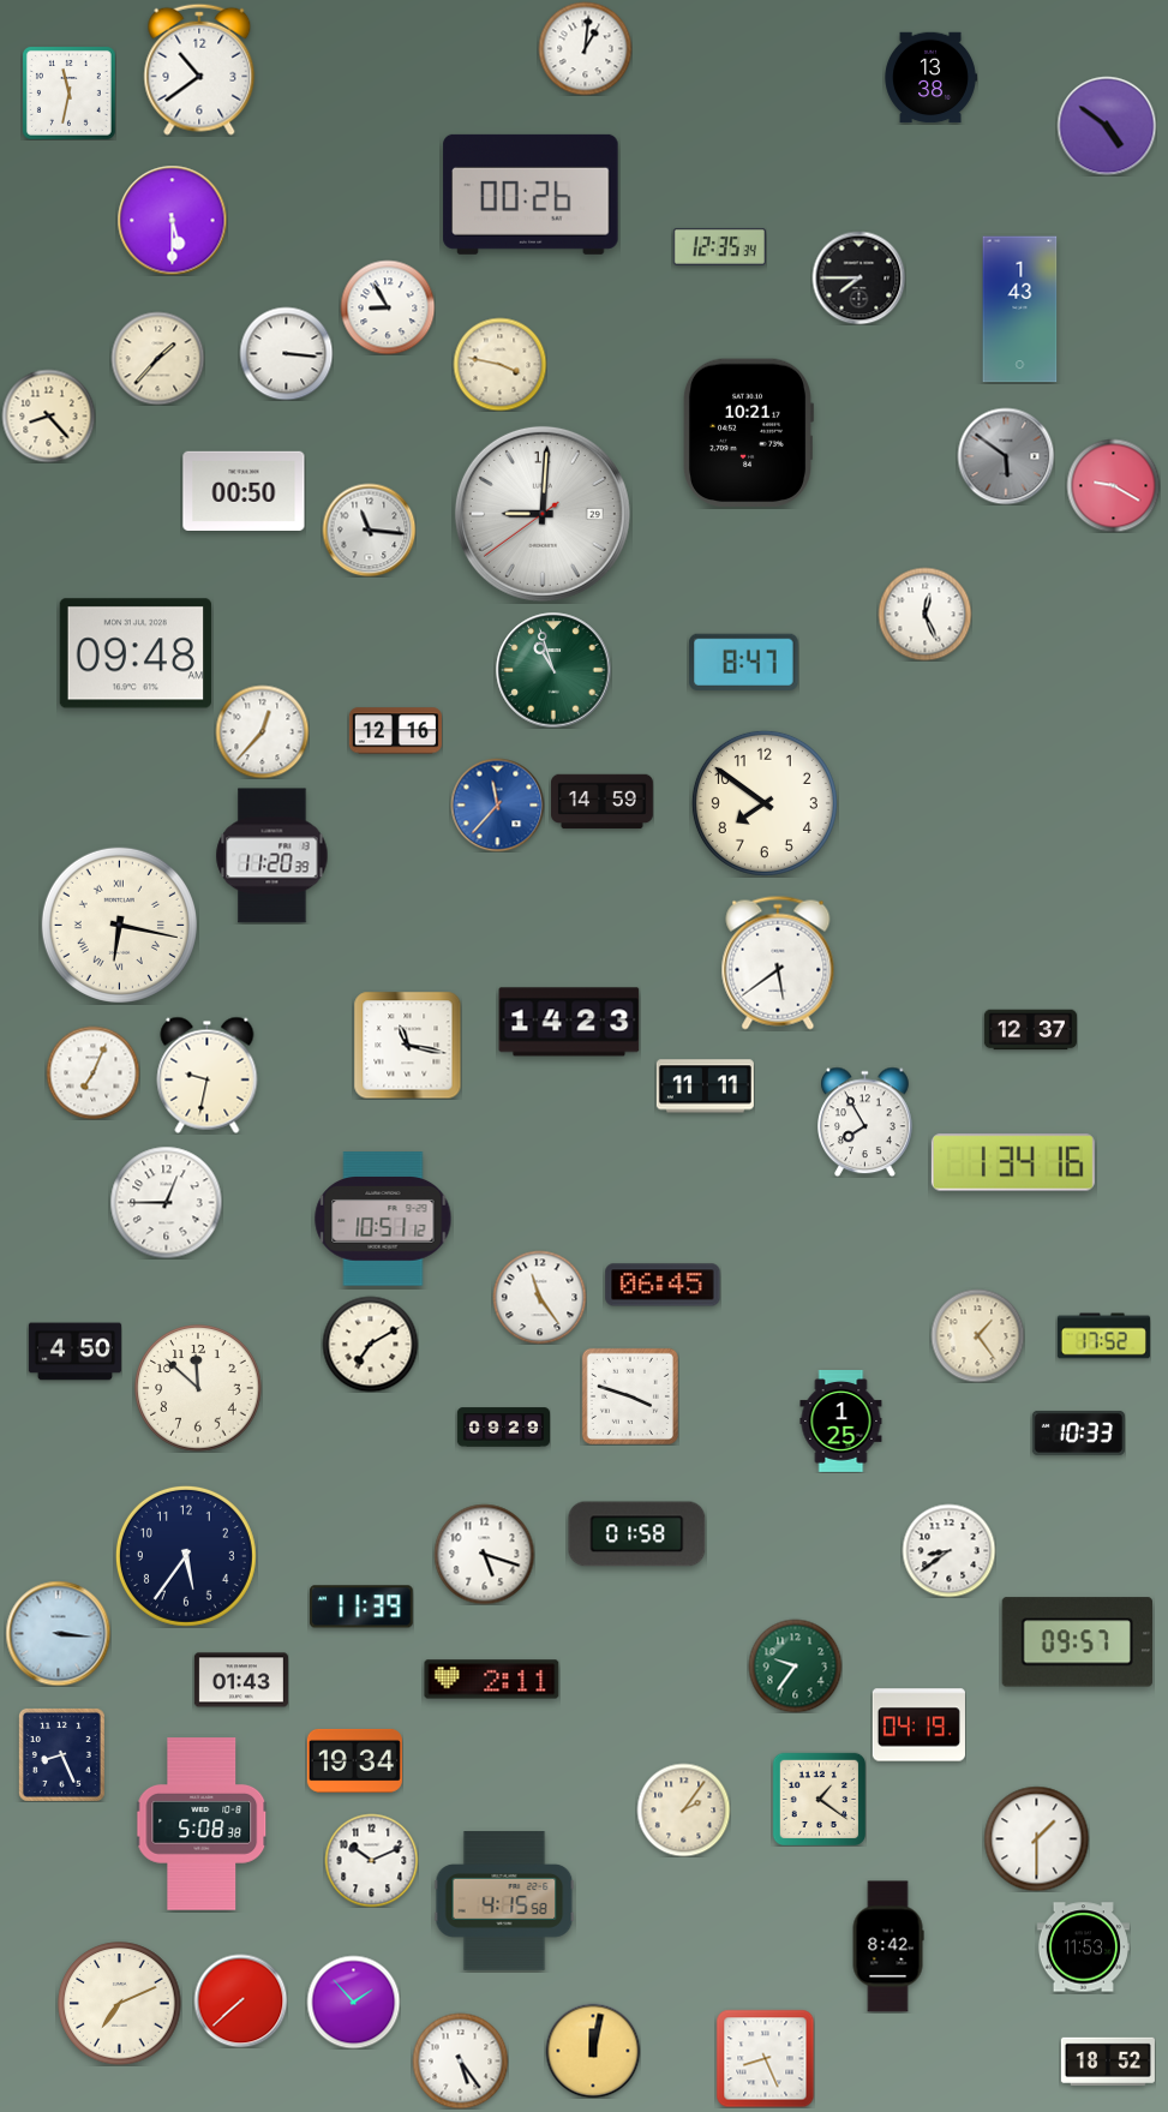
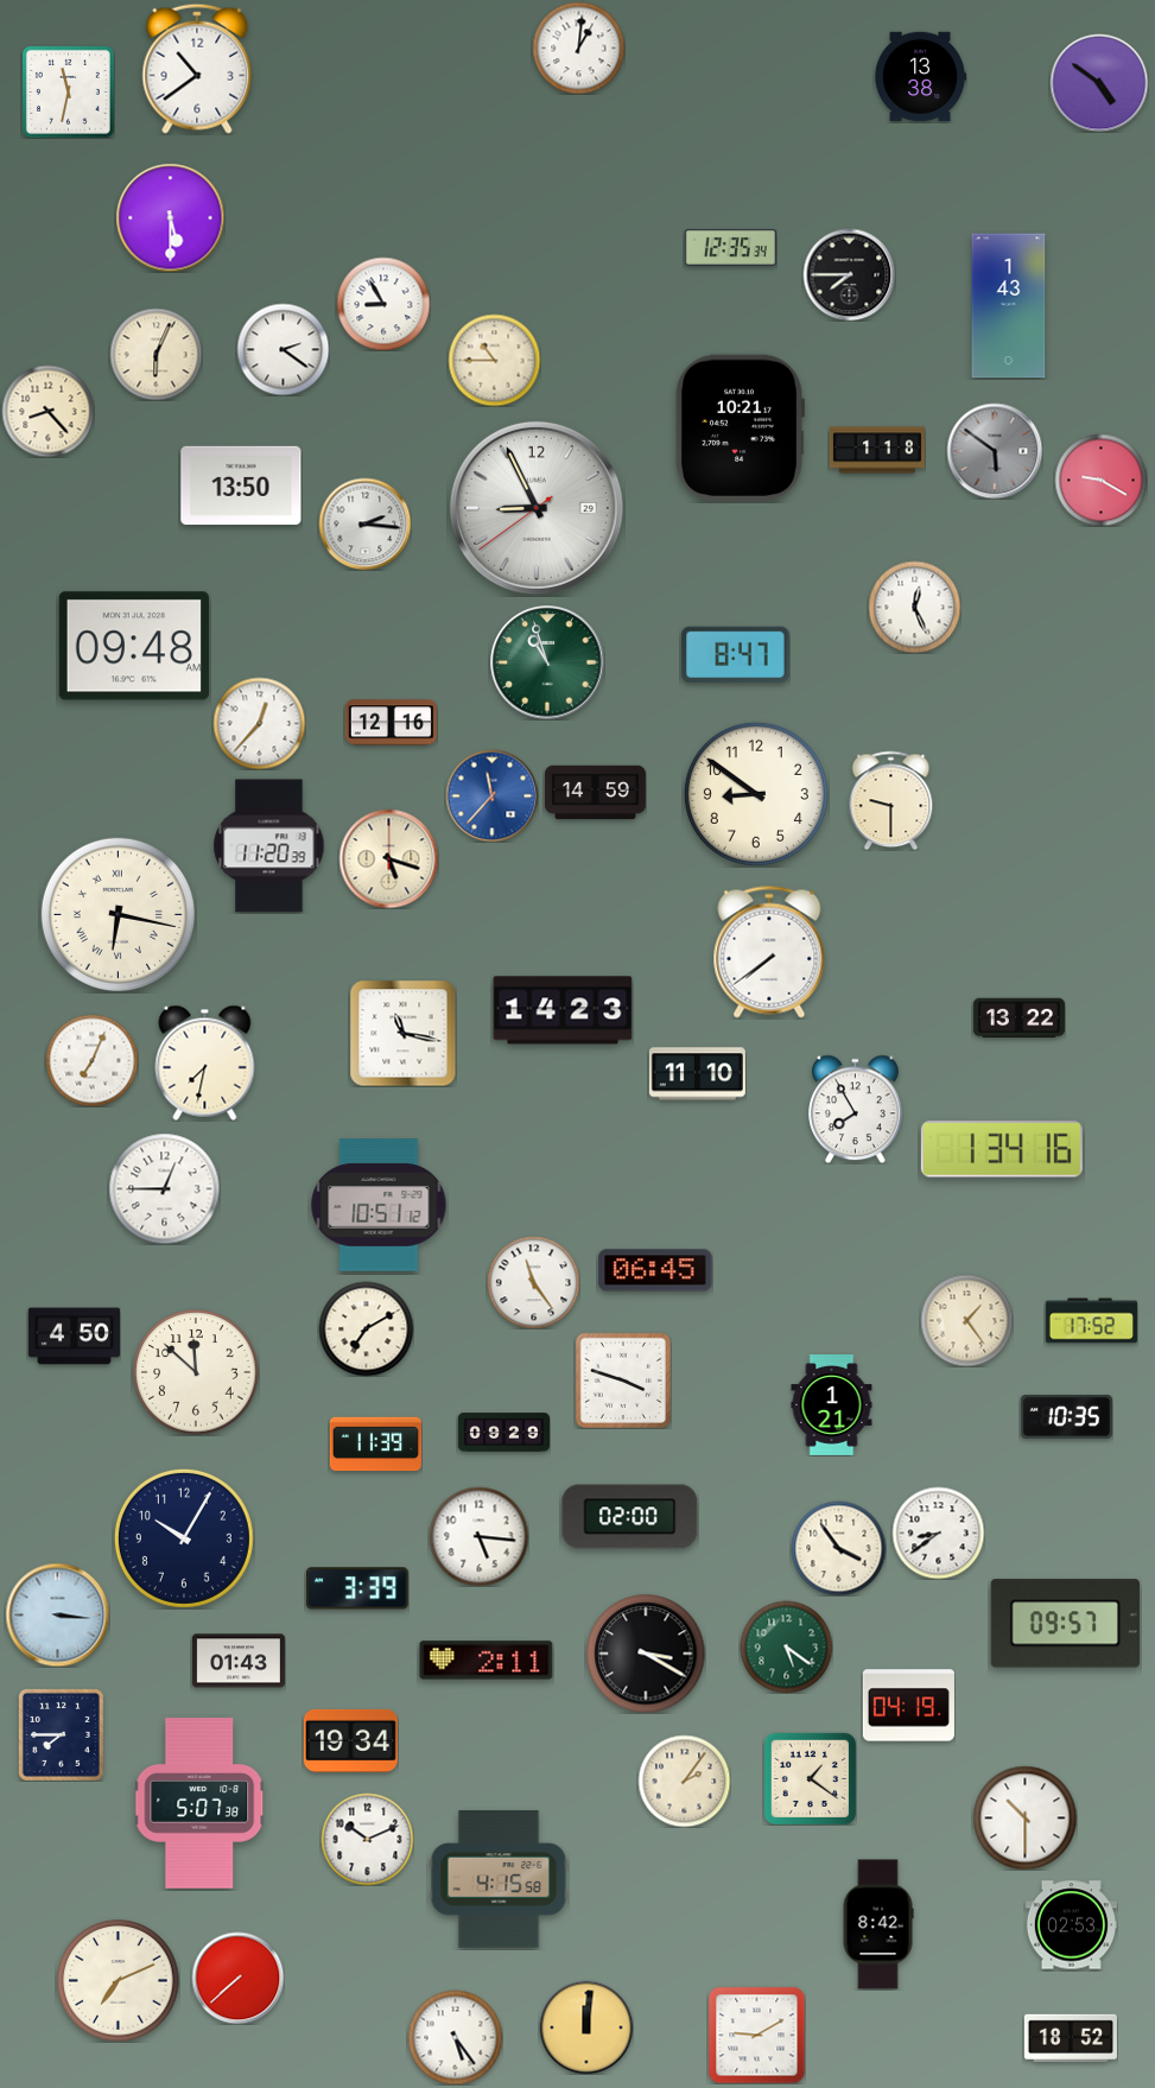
clock at (1107, 126) position: (1107, 126) -> (1099, 83)
clock at (531, 195): 00:26 -> none
clock at (719, 246) position: (719, 246) -> (730, 247)
clock at (286, 353): 3:16 -> 2:21
clock at (157, 358): 1:37 -> 6:04
clock at (499, 364): 3:47 -> 10:45
clock at (877, 450): none -> 1:18
clock at (244, 490): 00:50 -> 13:50
clock at (543, 514): 9:00 -> 8:55
clock at (369, 530): 11:16 -> 2:16
clock at (765, 803): 7:51 -> 8:51
clock at (891, 800): none -> 9:30
clock at (388, 858): none -> 5:18
clock at (778, 963): 5:39 -> 7:39
clock at (1030, 1030): 12:37 -> 13:22
clock at (208, 1075): 9:32 -> 7:32
clock at (705, 1087): 11:11 -> 11:10
clock at (841, 1422): 1:25 -> 1:21
clock at (503, 1428) position: (503, 1428) -> (503, 1433)
clock at (1078, 1434): 10:33 -> 10:35
clock at (375, 1445): none -> 11:39
clock at (637, 1534): 01:58 -> 02:00
clock at (484, 1554): 5:18 -> 5:16
clock at (186, 1556): 5:36 -> 10:05
clock at (838, 1548): none -> 3:54
clock at (361, 1607): 11:39 -> 3:39
clock at (795, 1665): 9:36 -> 5:21
clock at (646, 1654): none -> 3:20
clock at (61, 1754): 8:26 -> 7:45
clock at (683, 1809) position: (683, 1809) -> (684, 1781)
clock at (202, 1824): 5:08 -> 5:07
clock at (1036, 1838): 1:30 -> 10:30
clock at (1083, 1948): 11:53 -> 02:53
clock at (353, 2002): 1:53 -> none
clock at (593, 2051): 12:02 -> 12:01
clock at (765, 2058): 8:26 -> 9:10
clock at (1108, 2062) position: (1108, 2062) -> (1071, 2038)
